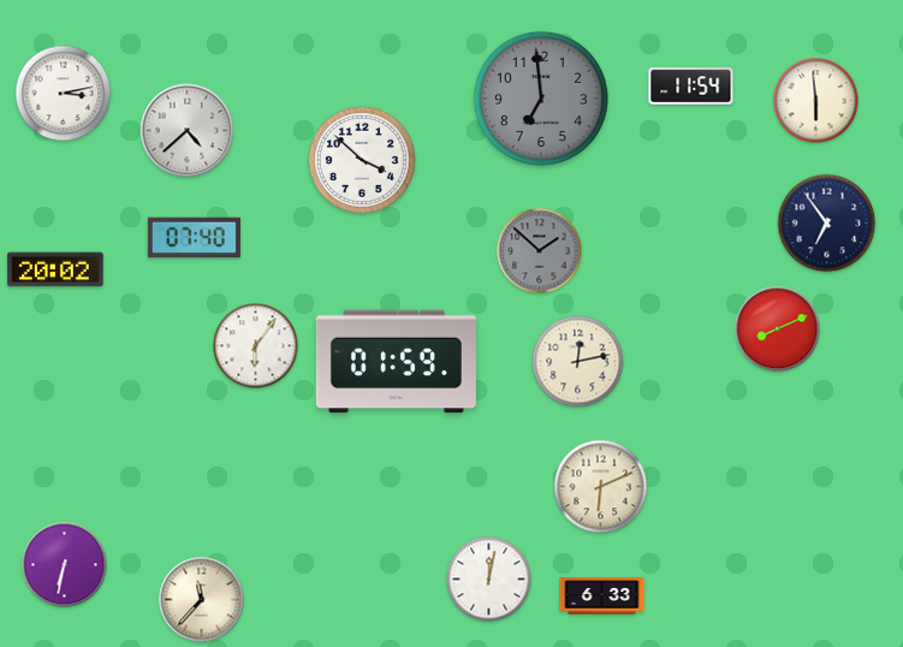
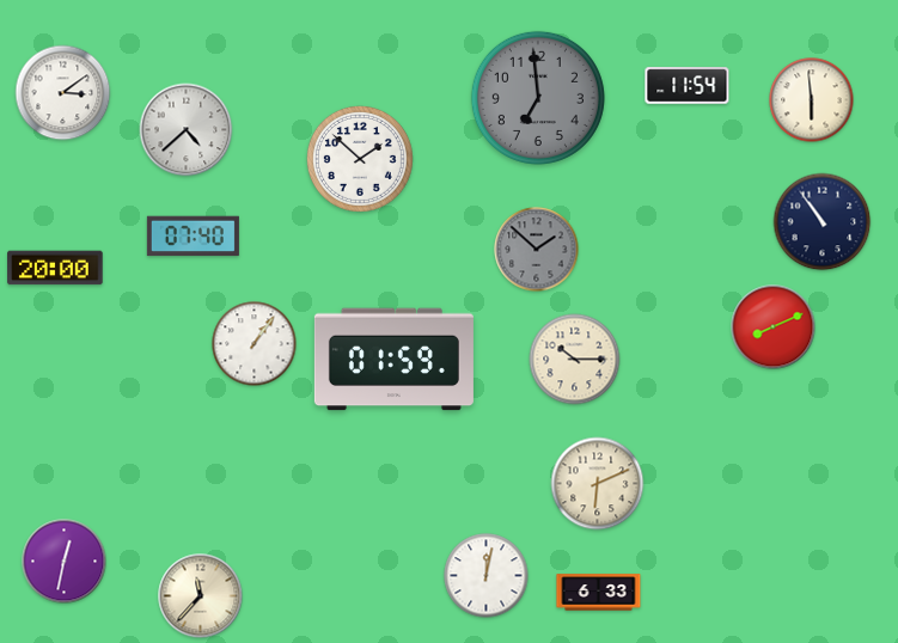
clock at (64, 94): 3:13 -> 3:09
clock at (362, 160): 3:52 -> 1:52
clock at (827, 224): 6:54 -> 10:54
clock at (55, 269): 20:02 -> 20:00
clock at (256, 346): 6:06 -> 1:06
clock at (578, 362): 12:13 -> 10:15
clock at (65, 565): 6:32 -> 12:32
